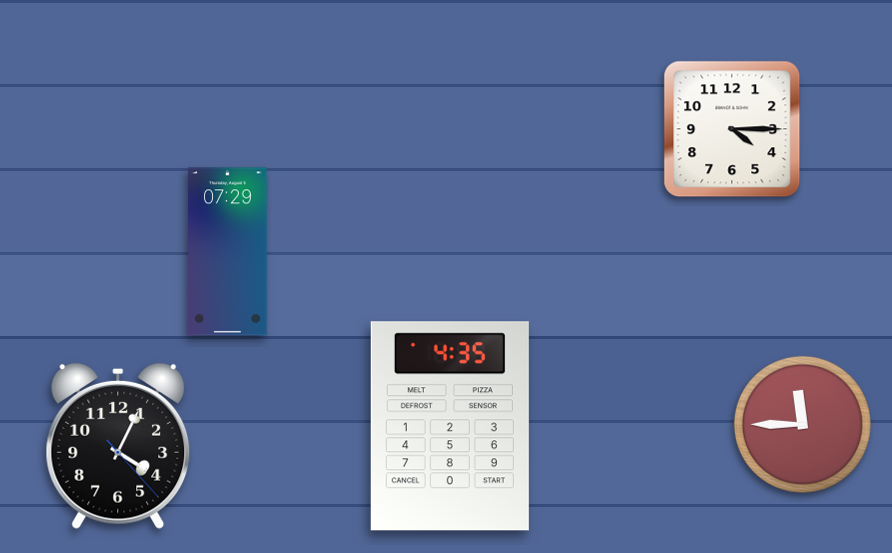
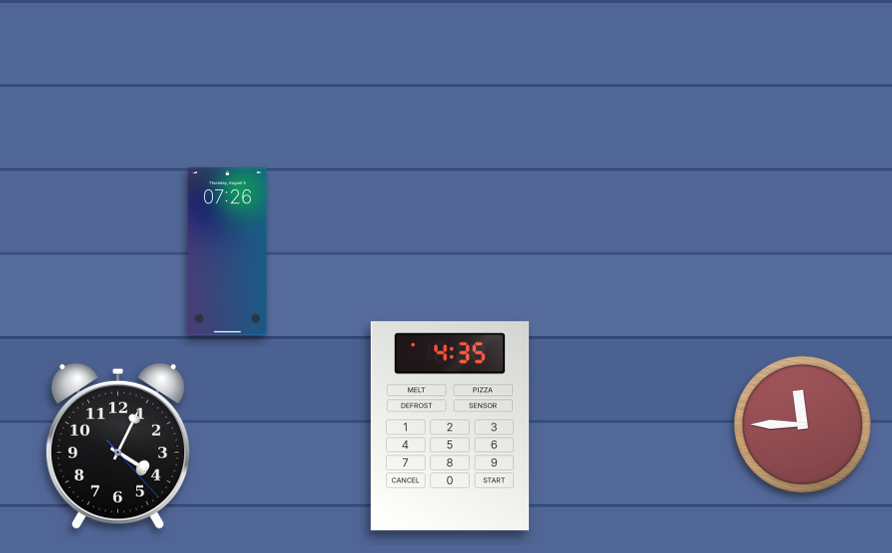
clock at (732, 129): 4:15 -> none
clock at (228, 252): 07:29 -> 07:26
